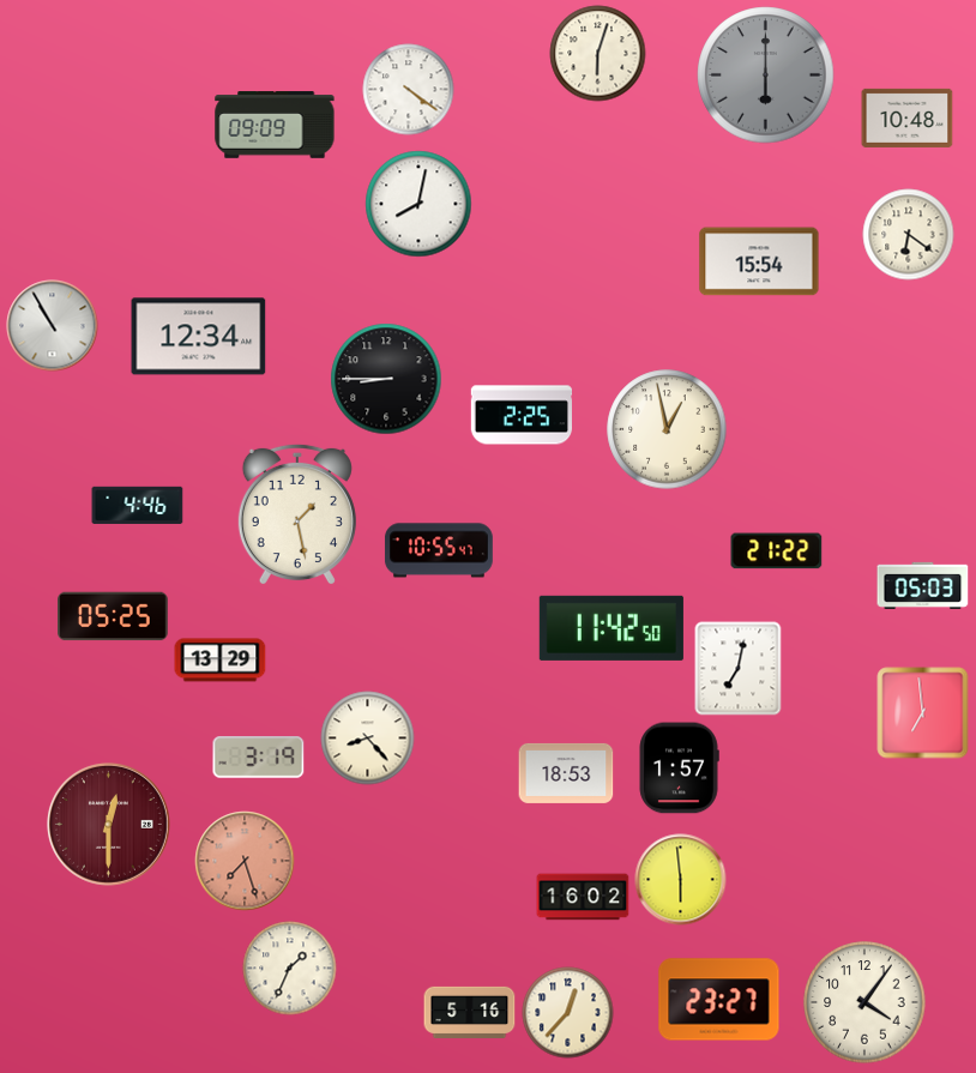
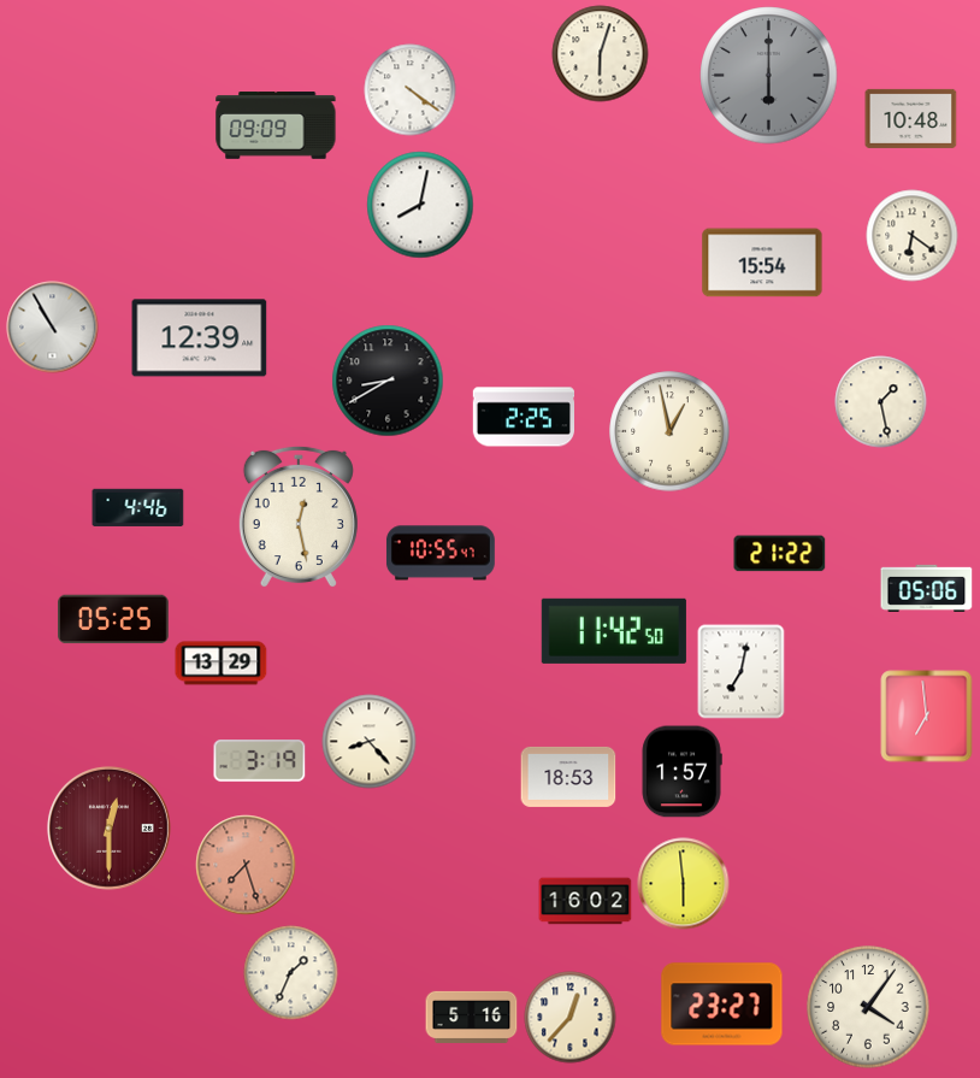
clock at (199, 337): 12:34 -> 12:39
clock at (386, 379): 8:45 -> 8:40
clock at (881, 402): none -> 1:28
clock at (297, 514): 1:28 -> 12:28
clock at (923, 585): 05:03 -> 05:06
